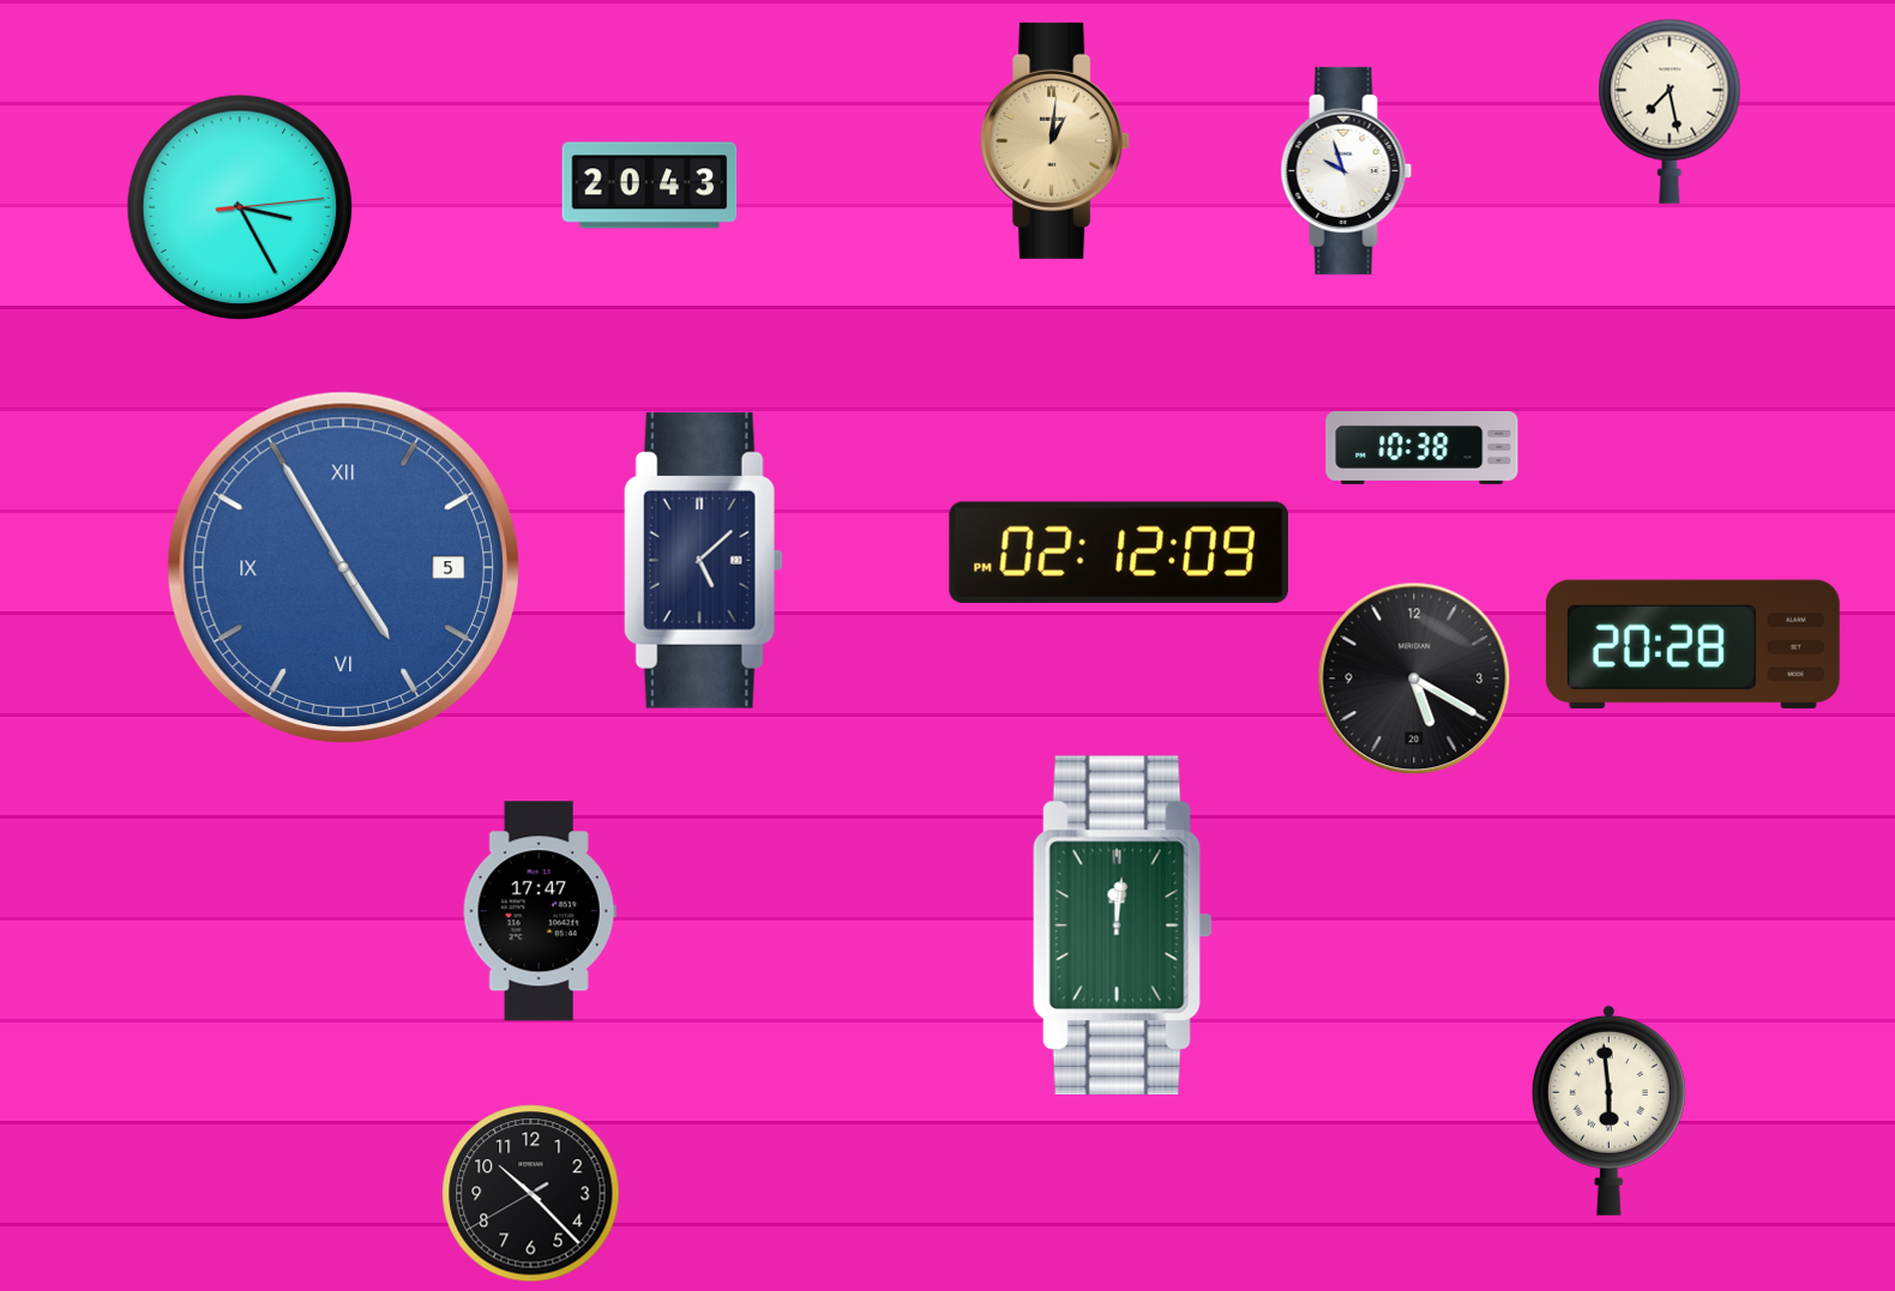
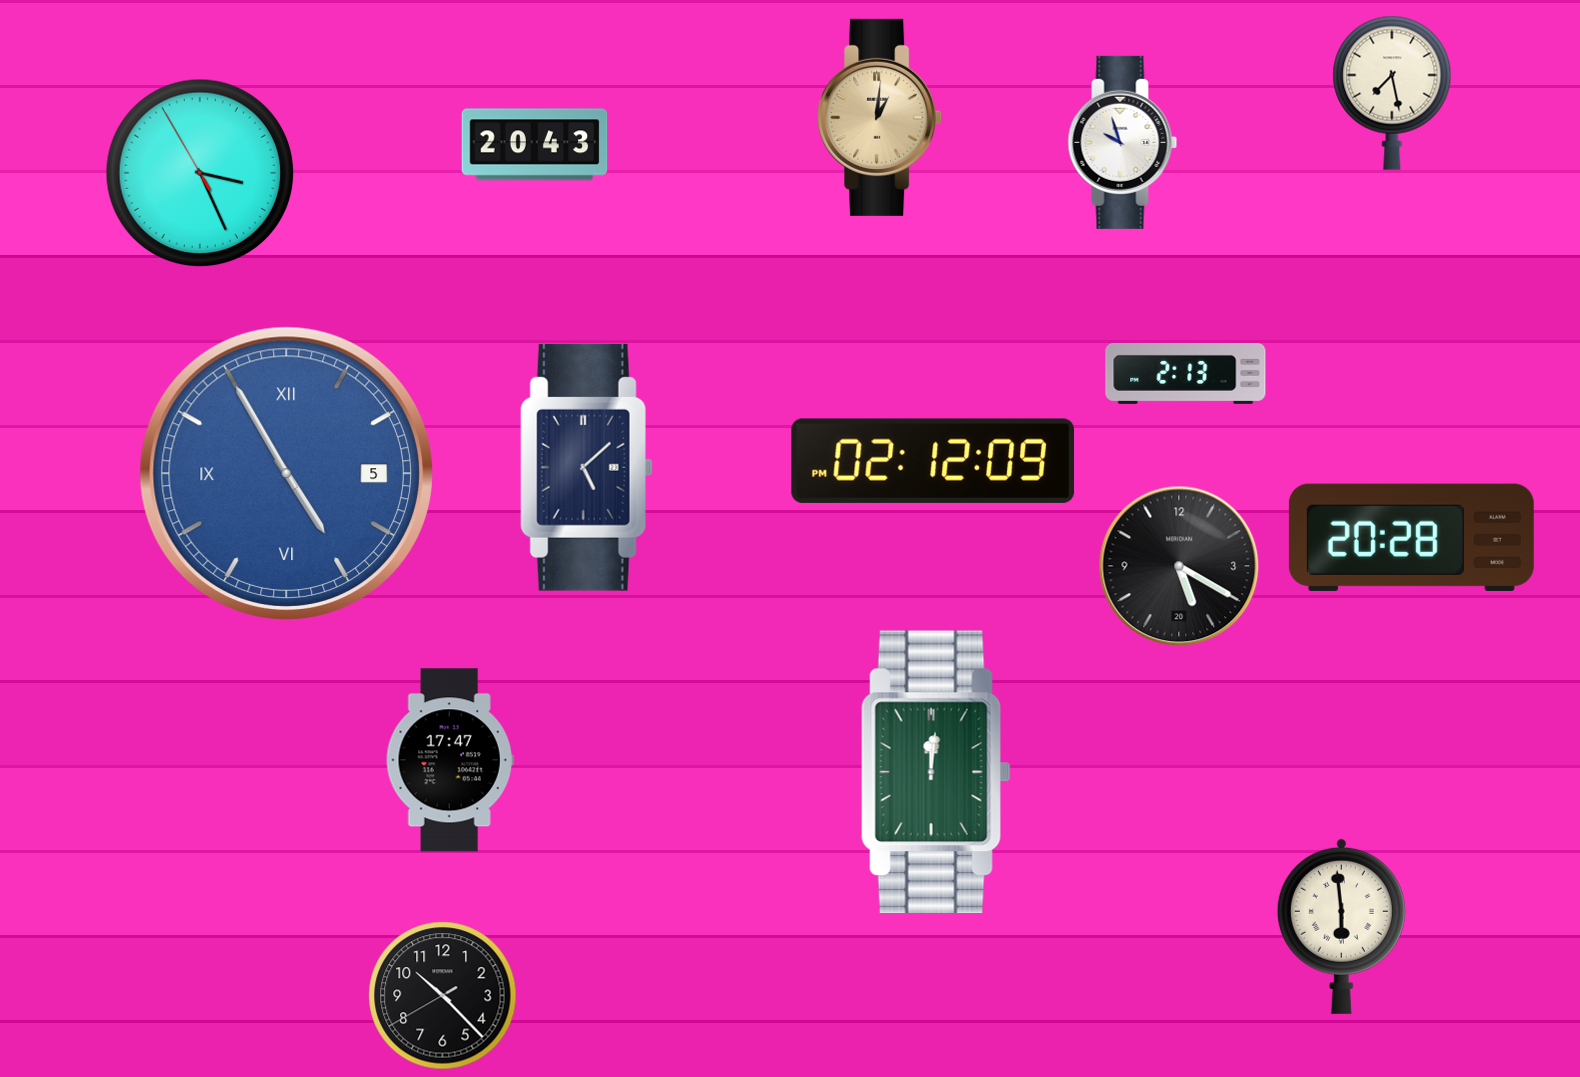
clock at (650, 186) position: (650, 186) -> (535, 145)
clock at (240, 207): 3:25:14 -> 3:25:55
clock at (1422, 447): 10:38 -> 2:13
